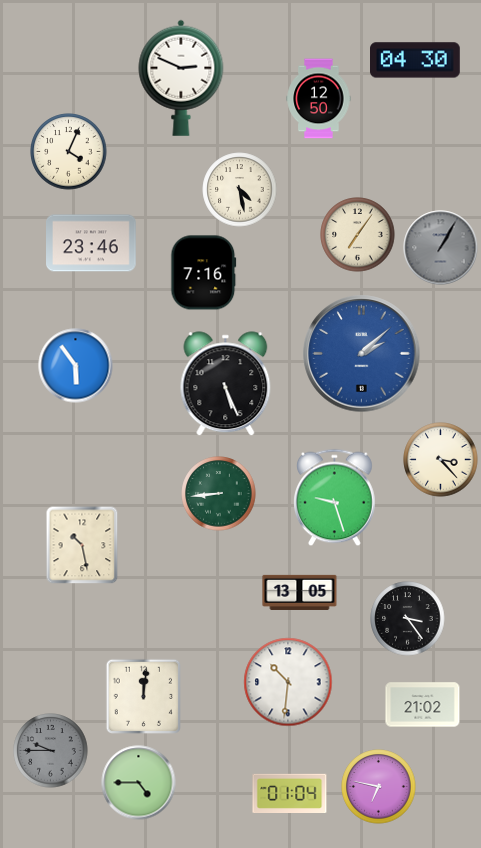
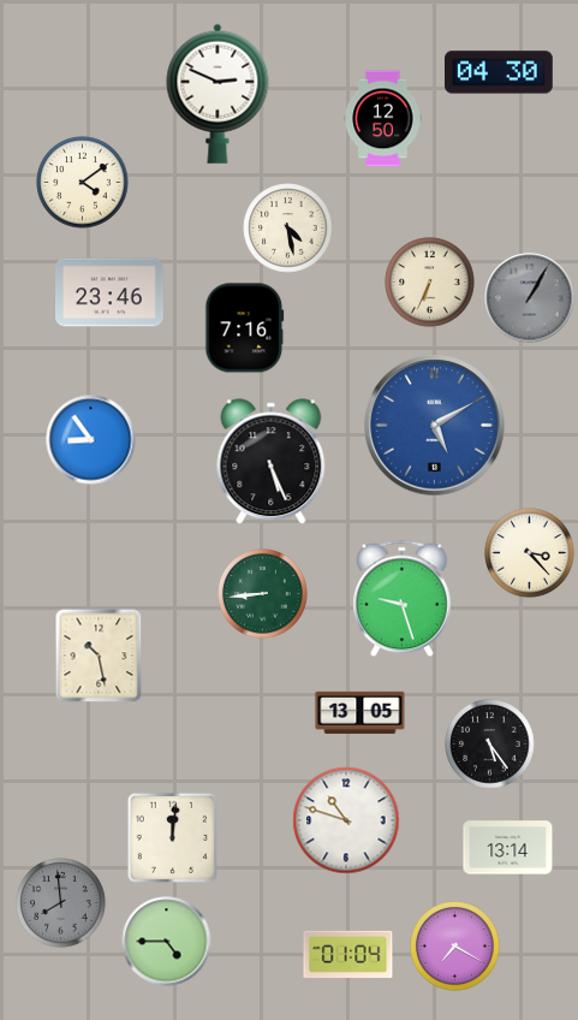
clock at (69, 152): 4:04 -> 4:09
clock at (358, 235): 7:06 -> 6:34
clock at (362, 354): 2:08 -> 5:10
clock at (76, 366): 5:54 -> 8:54
clock at (408, 619): 3:24 -> 5:24
clock at (288, 682): 10:31 -> 10:48
clock at (423, 705): 21:02 -> 13:14
clock at (51, 751): 9:45 -> 7:59
clock at (379, 787): 6:47 -> 7:20
